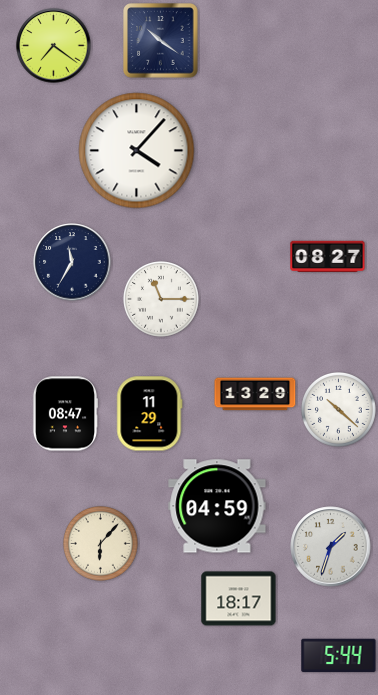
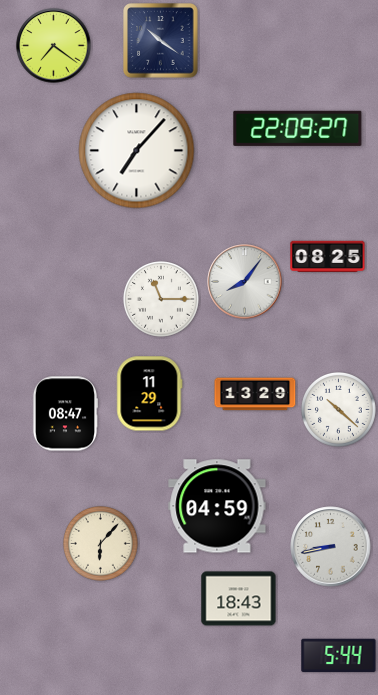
clock at (298, 128): none -> 22:09
clock at (137, 151): 4:07 -> 7:07
clock at (328, 256): 08:27 -> 08:25
clock at (72, 262): 11:35 -> none
clock at (245, 282): none -> 8:06
clock at (150, 414) position: (150, 414) -> (150, 394)
clock at (331, 547): 1:33 -> 8:43
clock at (239, 599): 18:17 -> 18:43
